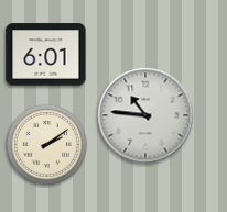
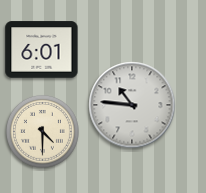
clock at (46, 144): 2:09 -> 4:30
